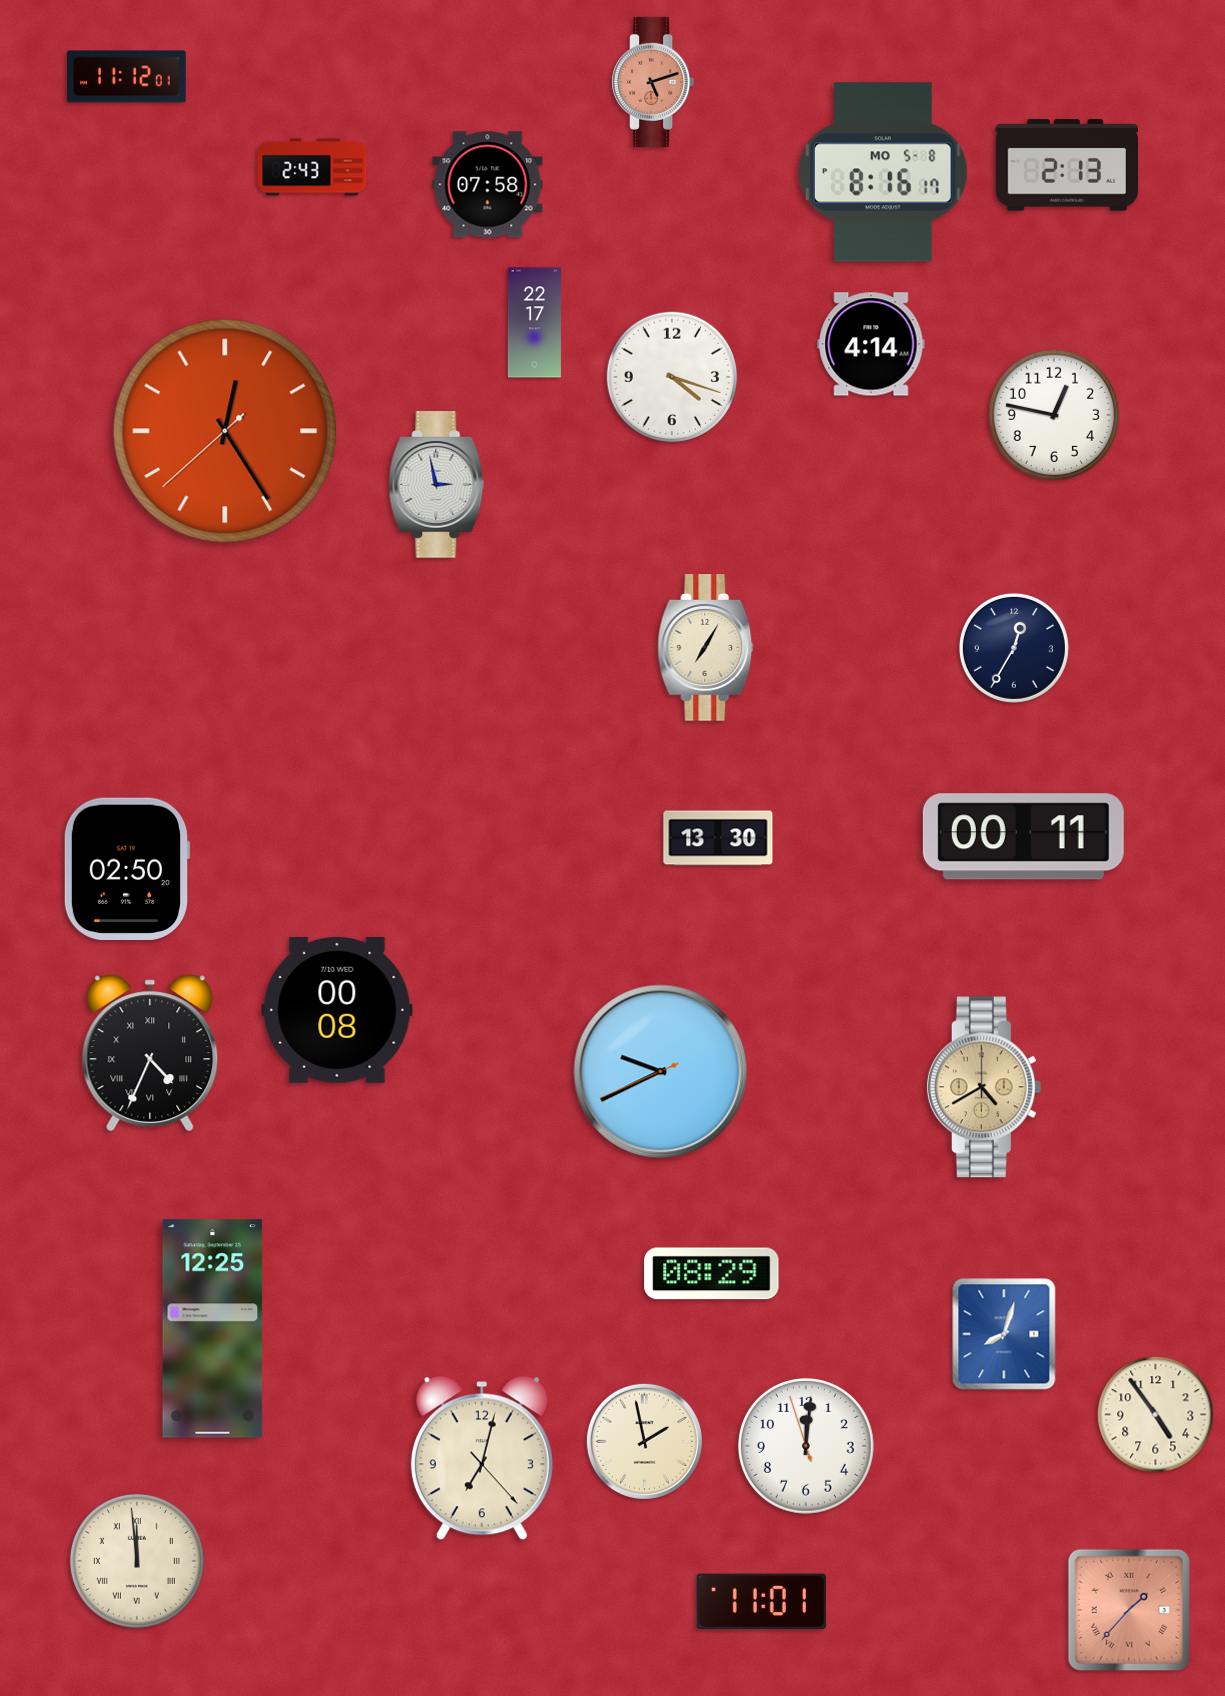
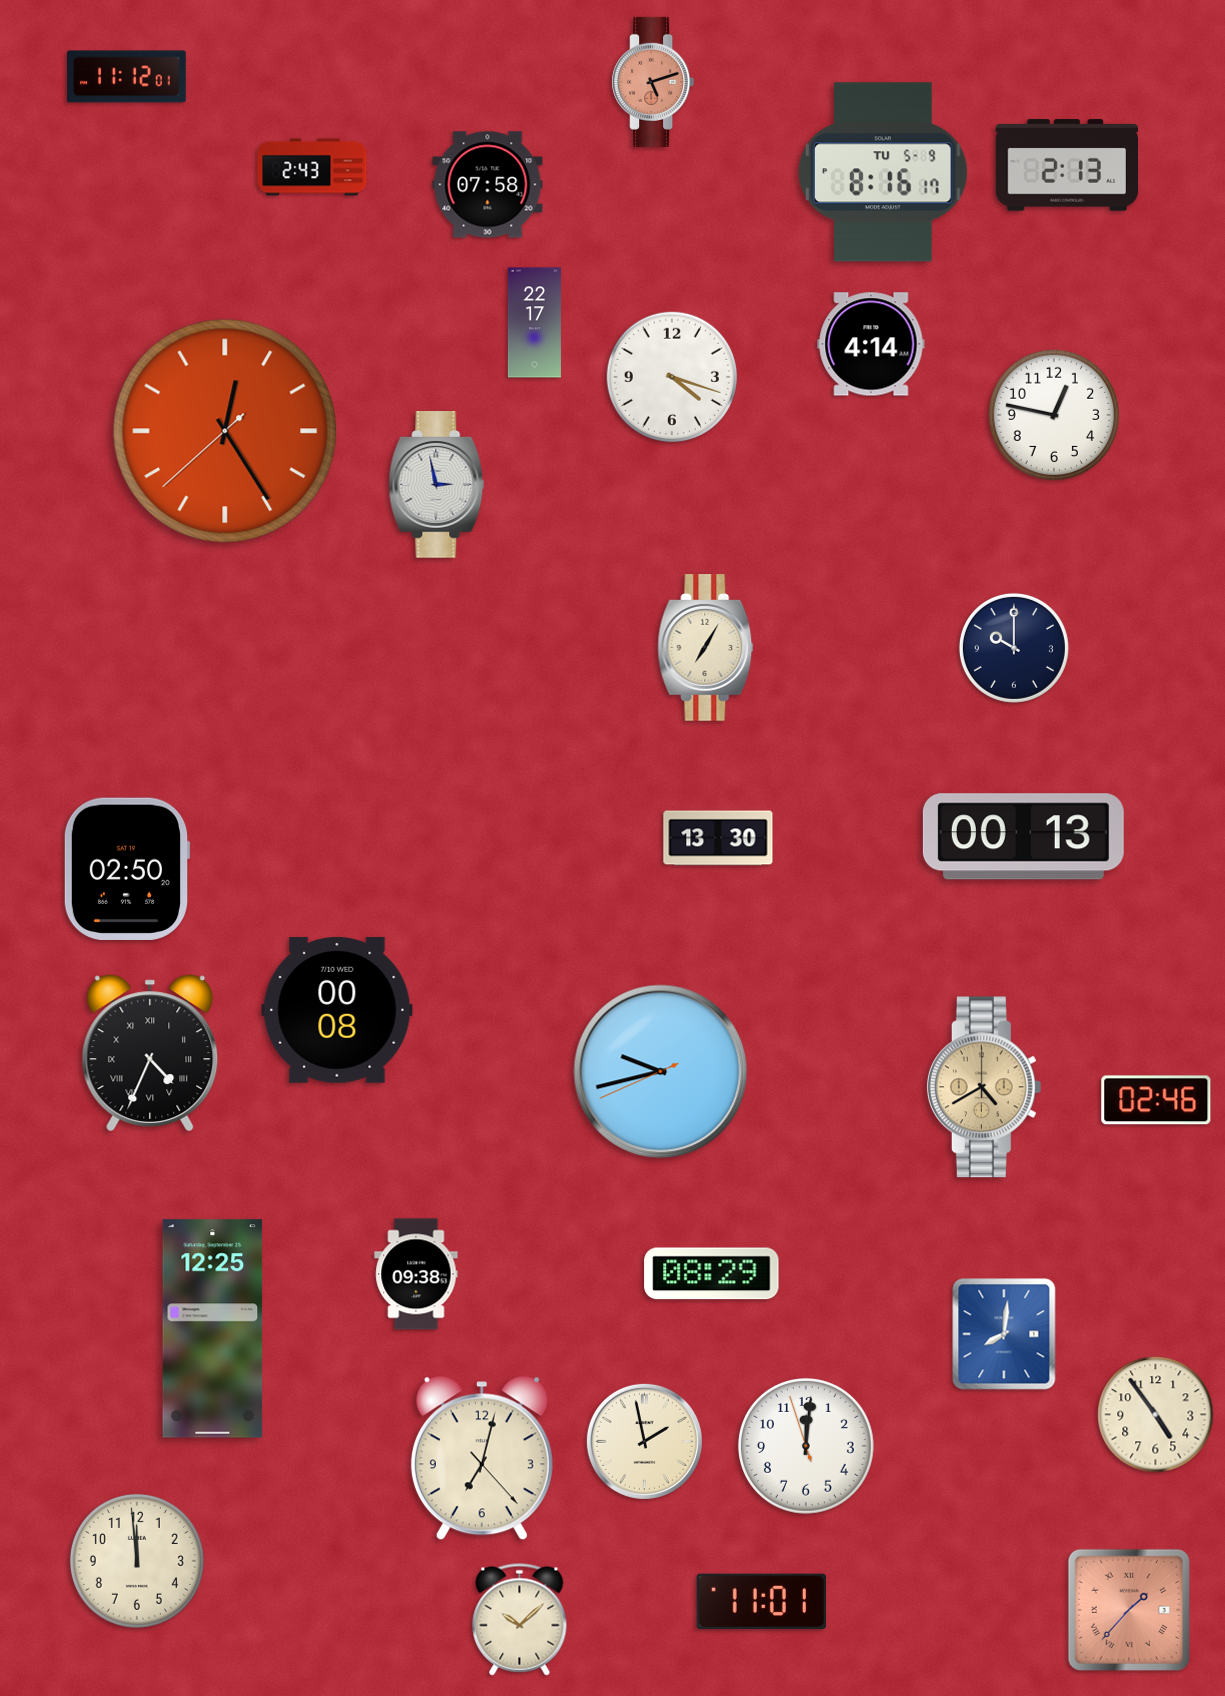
clock at (883, 172) date: MO 5-8 -> TU 5-9
clock at (1014, 648): 12:35 -> 10:00
clock at (1023, 837): 00:11 -> 00:13
clock at (661, 1072): 9:40 -> 9:42
clock at (1156, 1100): none -> 02:46
clock at (416, 1274): none -> 09:38
clock at (1004, 1334): 8:03 -> 8:01
clock at (137, 1561) numerals: Roman -> Arabic
clock at (520, 1620): none -> 10:08
